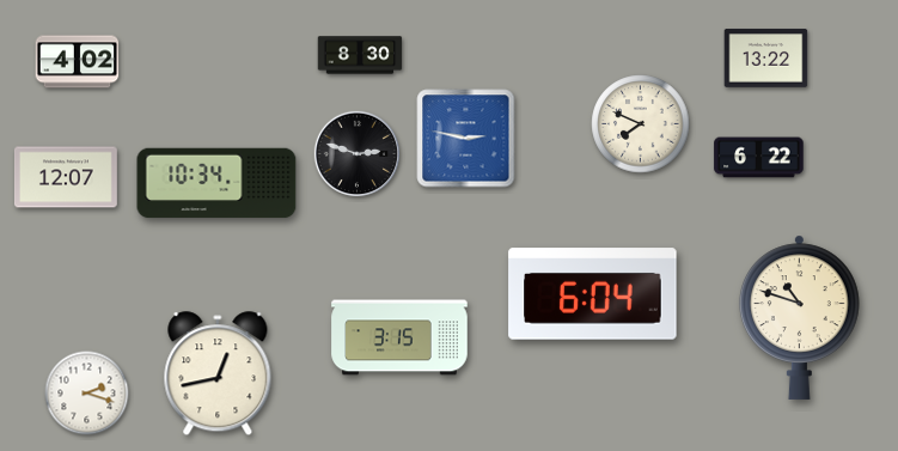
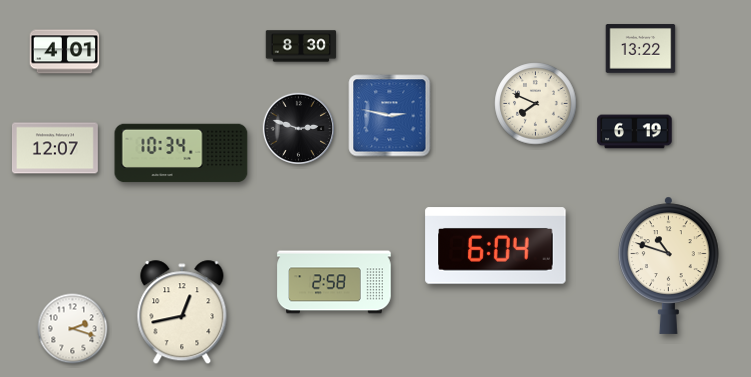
clock at (78, 62): 4:02 -> 4:01
clock at (759, 158): 6:22 -> 6:19
clock at (399, 337): 3:15 -> 2:58
